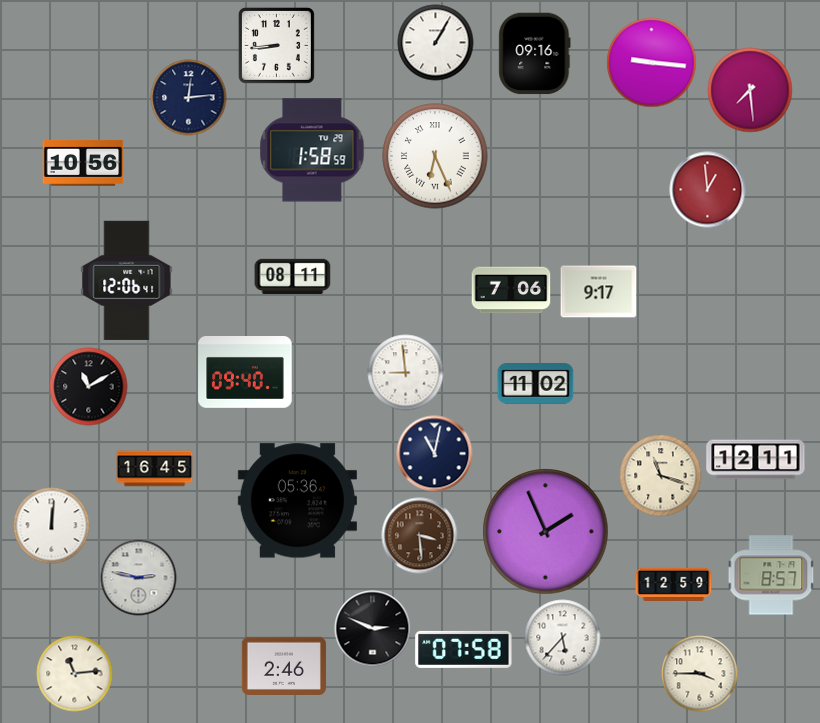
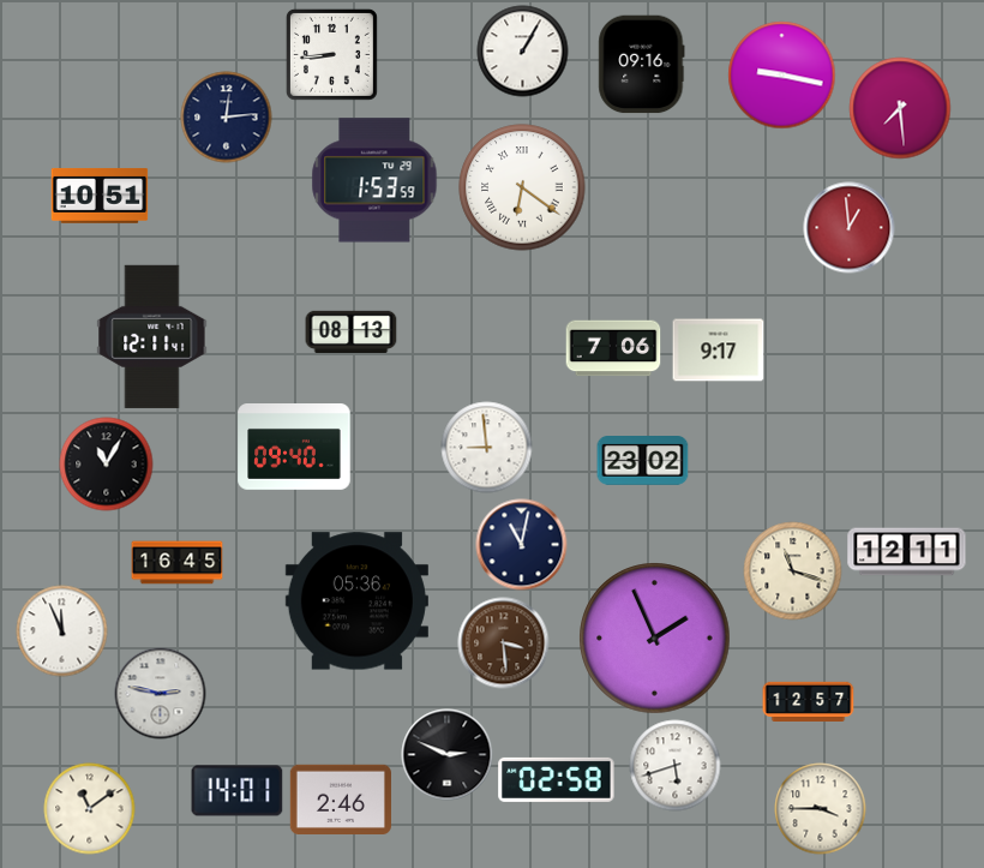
clock at (652, 63): 9:16 -> 9:17
clock at (312, 150): 1:58 -> 1:53
clock at (435, 156): 6:26 -> 6:21
clock at (83, 163): 10:56 -> 10:51
clock at (293, 276): 08:11 -> 08:13
clock at (127, 280): 12:06 -> 12:11
clock at (536, 384): 11:02 -> 23:02
clock at (89, 387): 11:10 -> 11:05
clock at (155, 469) position: (155, 469) -> (178, 563)
clock at (52, 526): 12:01 -> 11:56
clock at (771, 575): 8:57 -> none
clock at (139, 578) position: (139, 578) -> (161, 694)
clock at (674, 584): 12:59 -> 12:57
clock at (563, 638): 5:37 -> 5:42
clock at (464, 649): 07:58 -> 02:58
clock at (238, 791): none -> 14:01
clock at (75, 674): 11:14 -> 11:09
clock at (700, 674) position: (700, 674) -> (821, 809)
